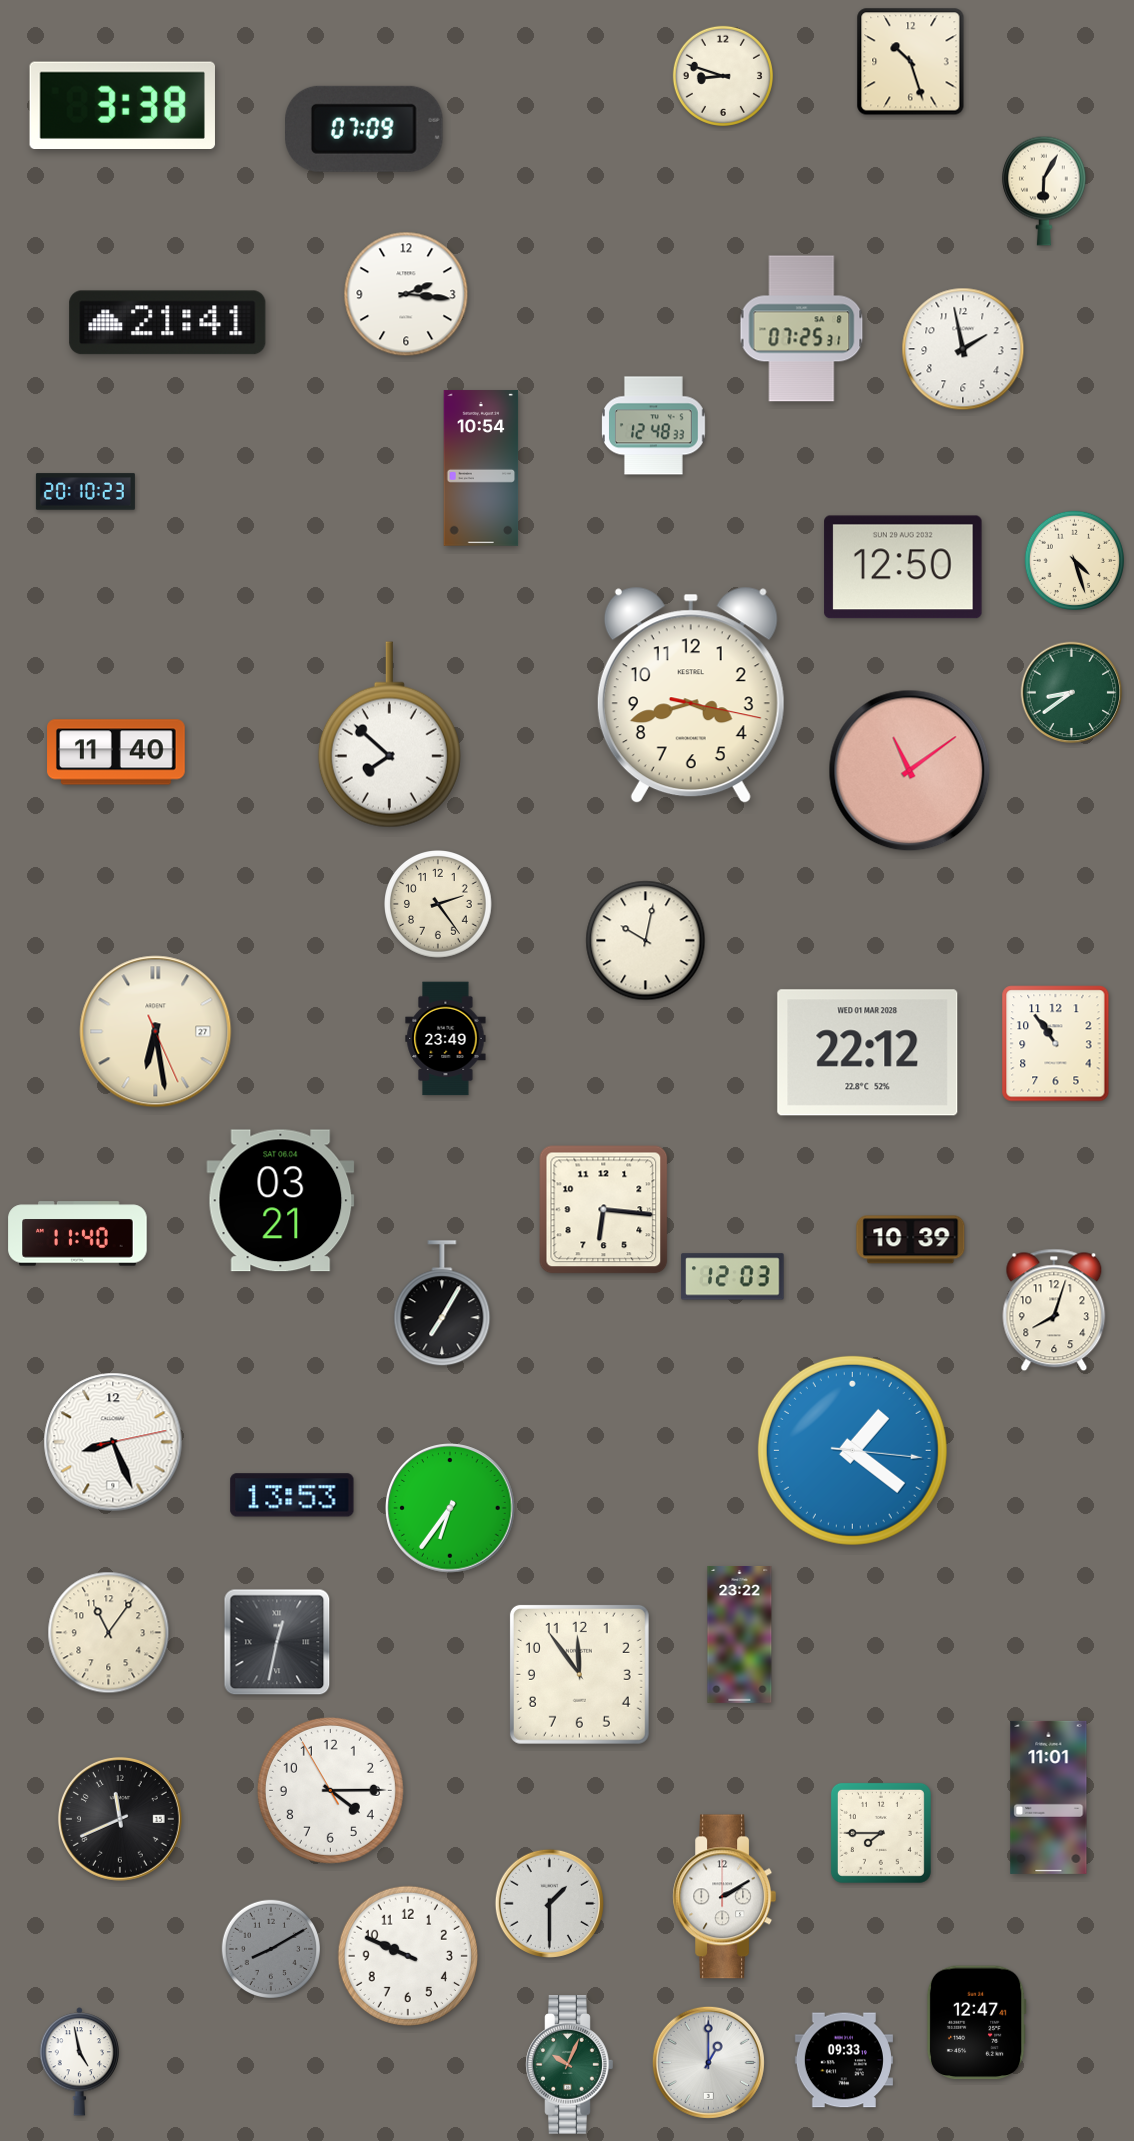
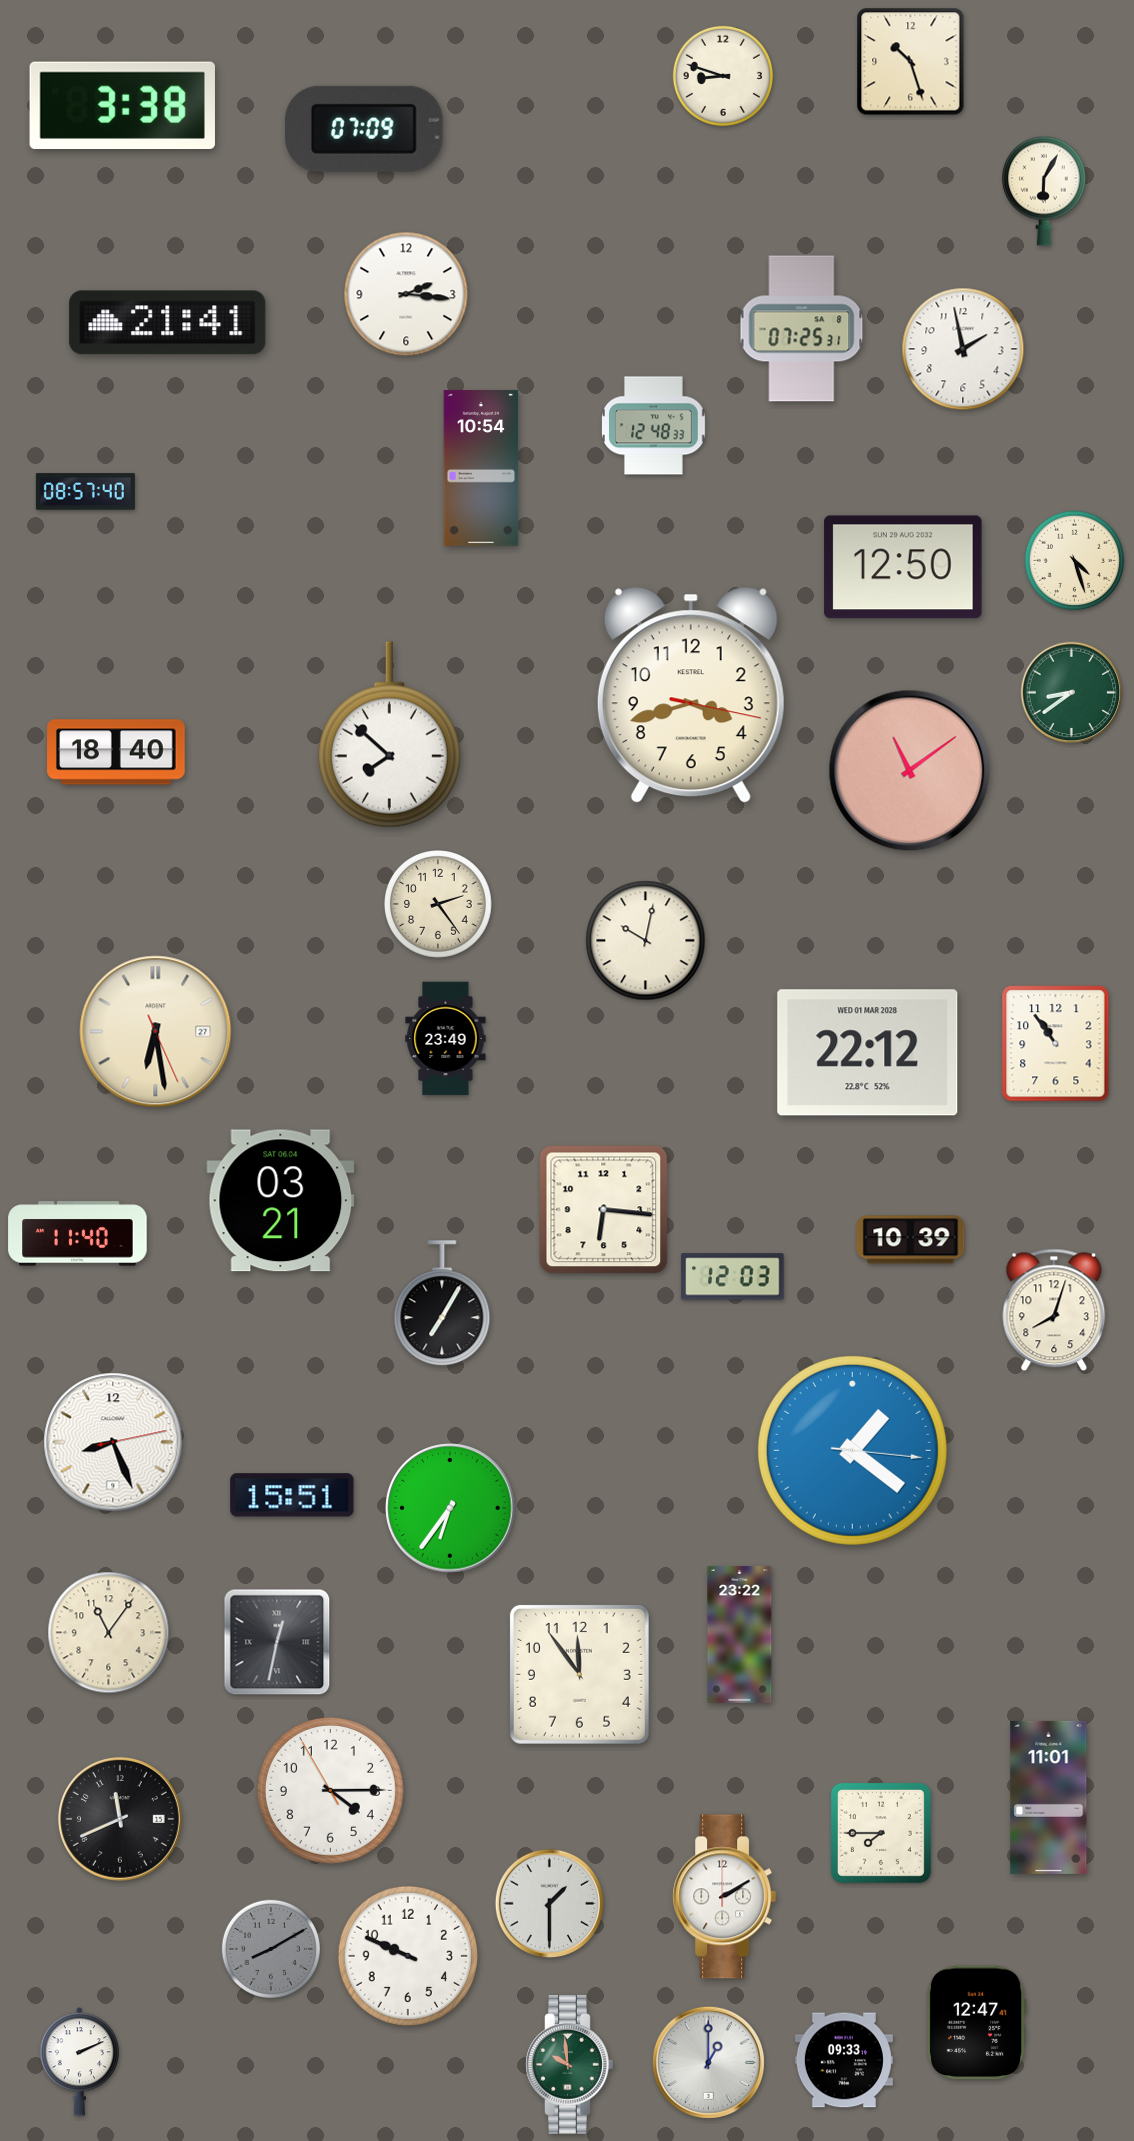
clock at (85, 492): 20:10 -> 08:57
clock at (116, 752): 11:40 -> 18:40
clock at (292, 1495): 13:53 -> 15:51
clock at (79, 2062): 4:58 -> 2:11
clock at (570, 2065): 10:04 -> 9:59
